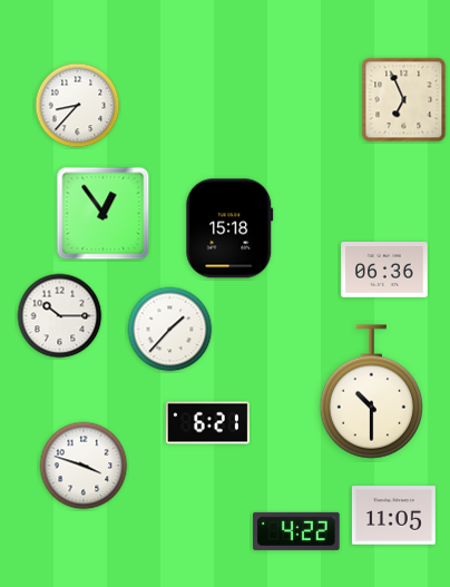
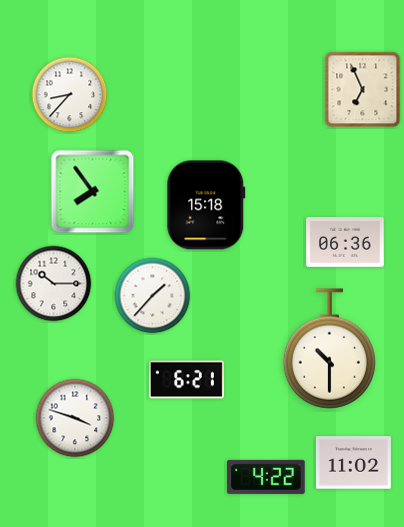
clock at (104, 214): 12:54 -> 7:54
clock at (371, 392) position: (371, 392) -> (329, 349)
clock at (393, 516): 11:05 -> 11:02
